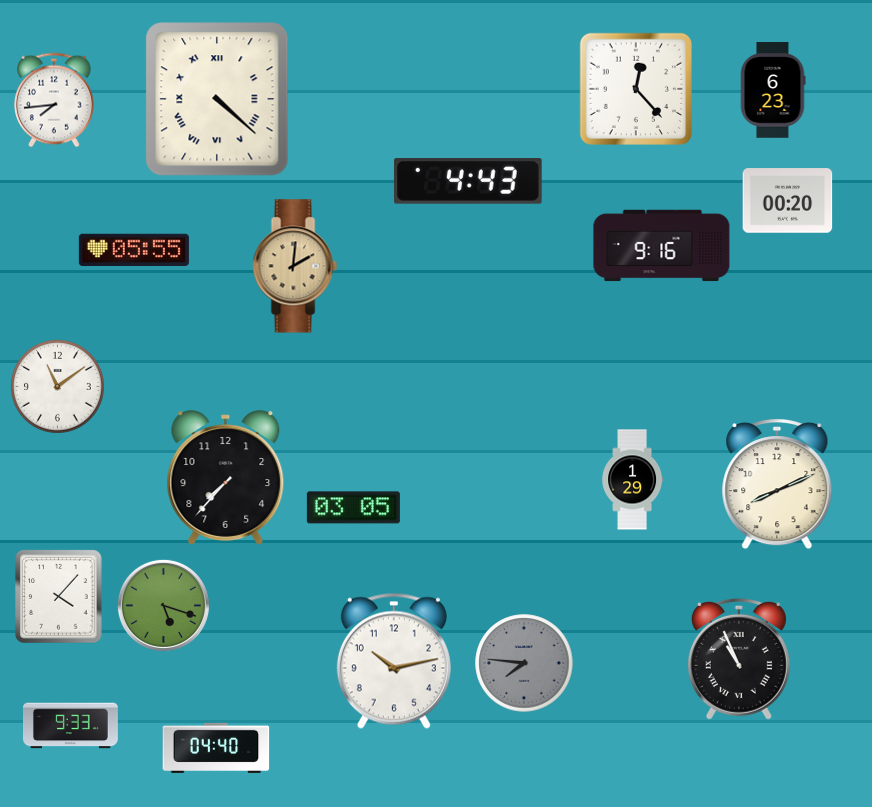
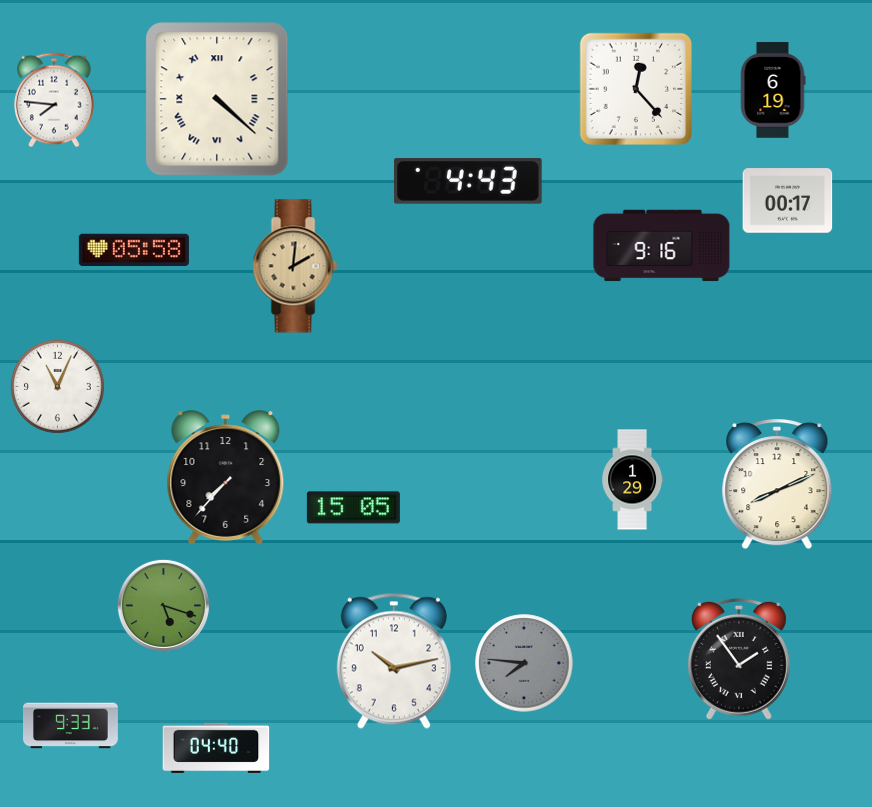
clock at (773, 90): 6:23 -> 6:19
clock at (55, 100): 7:44 -> 7:46
clock at (788, 201): 00:20 -> 00:17
clock at (134, 250): 05:55 -> 05:58
clock at (57, 386): 11:09 -> 11:04
clock at (353, 508): 03:05 -> 15:05
clock at (59, 597): 4:07 -> none
clock at (739, 659): 10:56 -> 1:54
